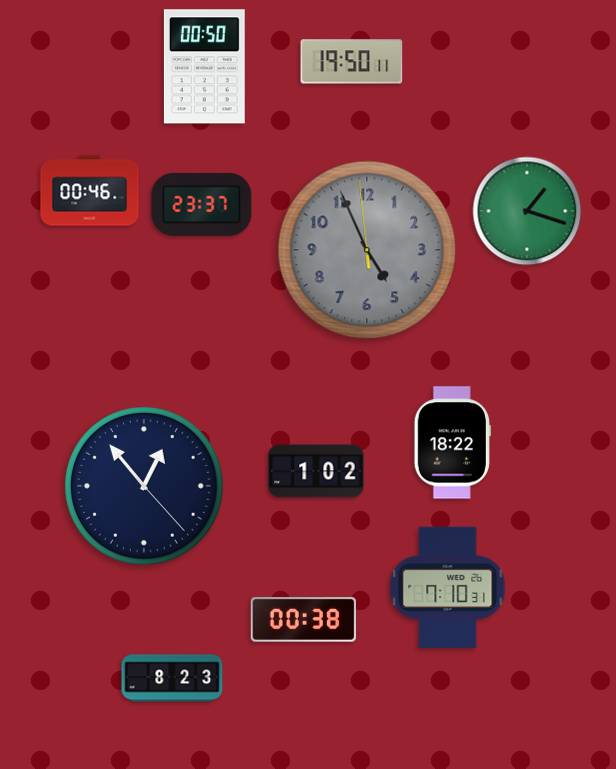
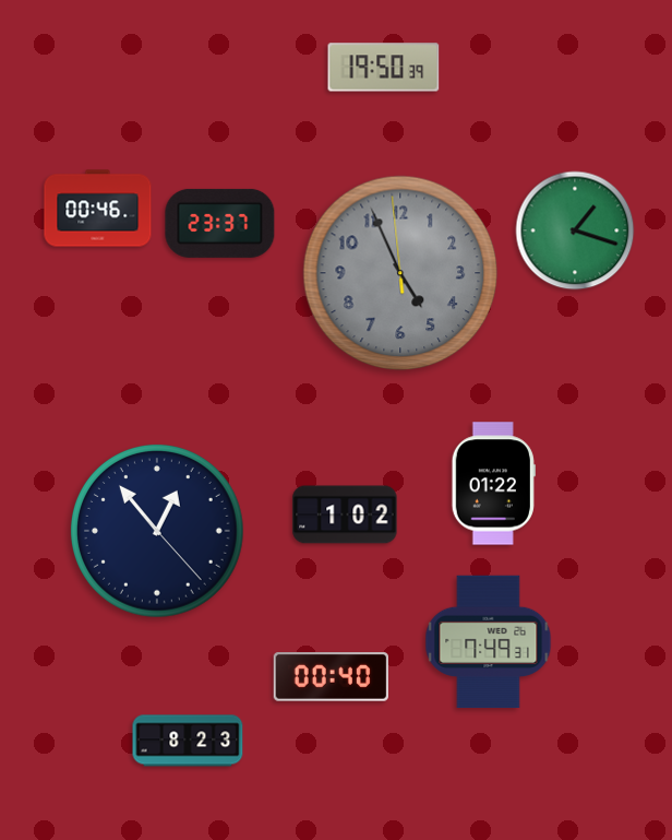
clock at (352, 62): 19:50:11 -> 19:50:39
clock at (204, 67): 00:50 -> none
clock at (452, 443): 18:22 -> 01:22
clock at (448, 588): 7:10 -> 7:49
clock at (303, 620): 00:38 -> 00:40
